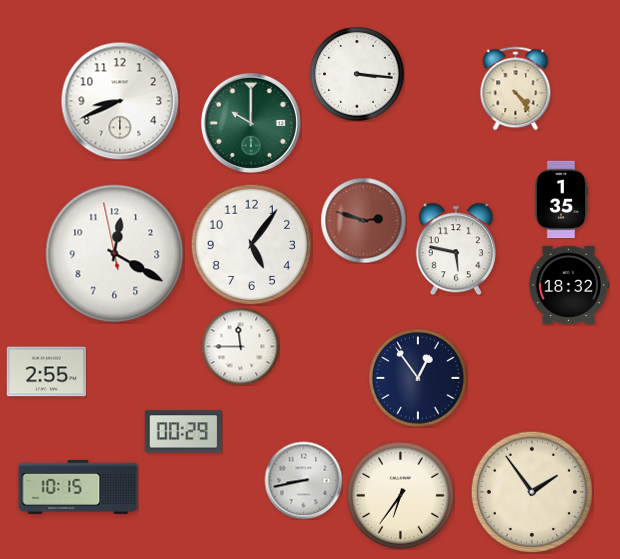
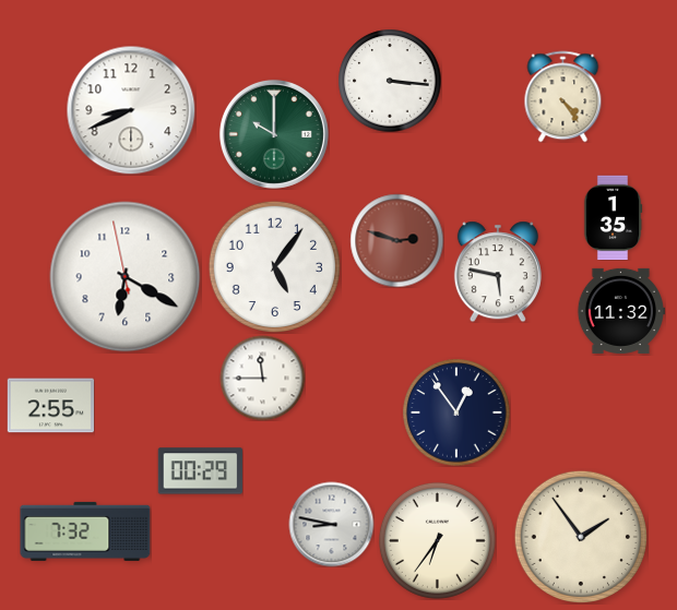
clock at (115, 254): 12:19 -> 6:19
clock at (568, 285): 18:32 -> 11:32
clock at (303, 480): 8:43 -> 8:47
clock at (78, 487): 10:15 -> 7:32
